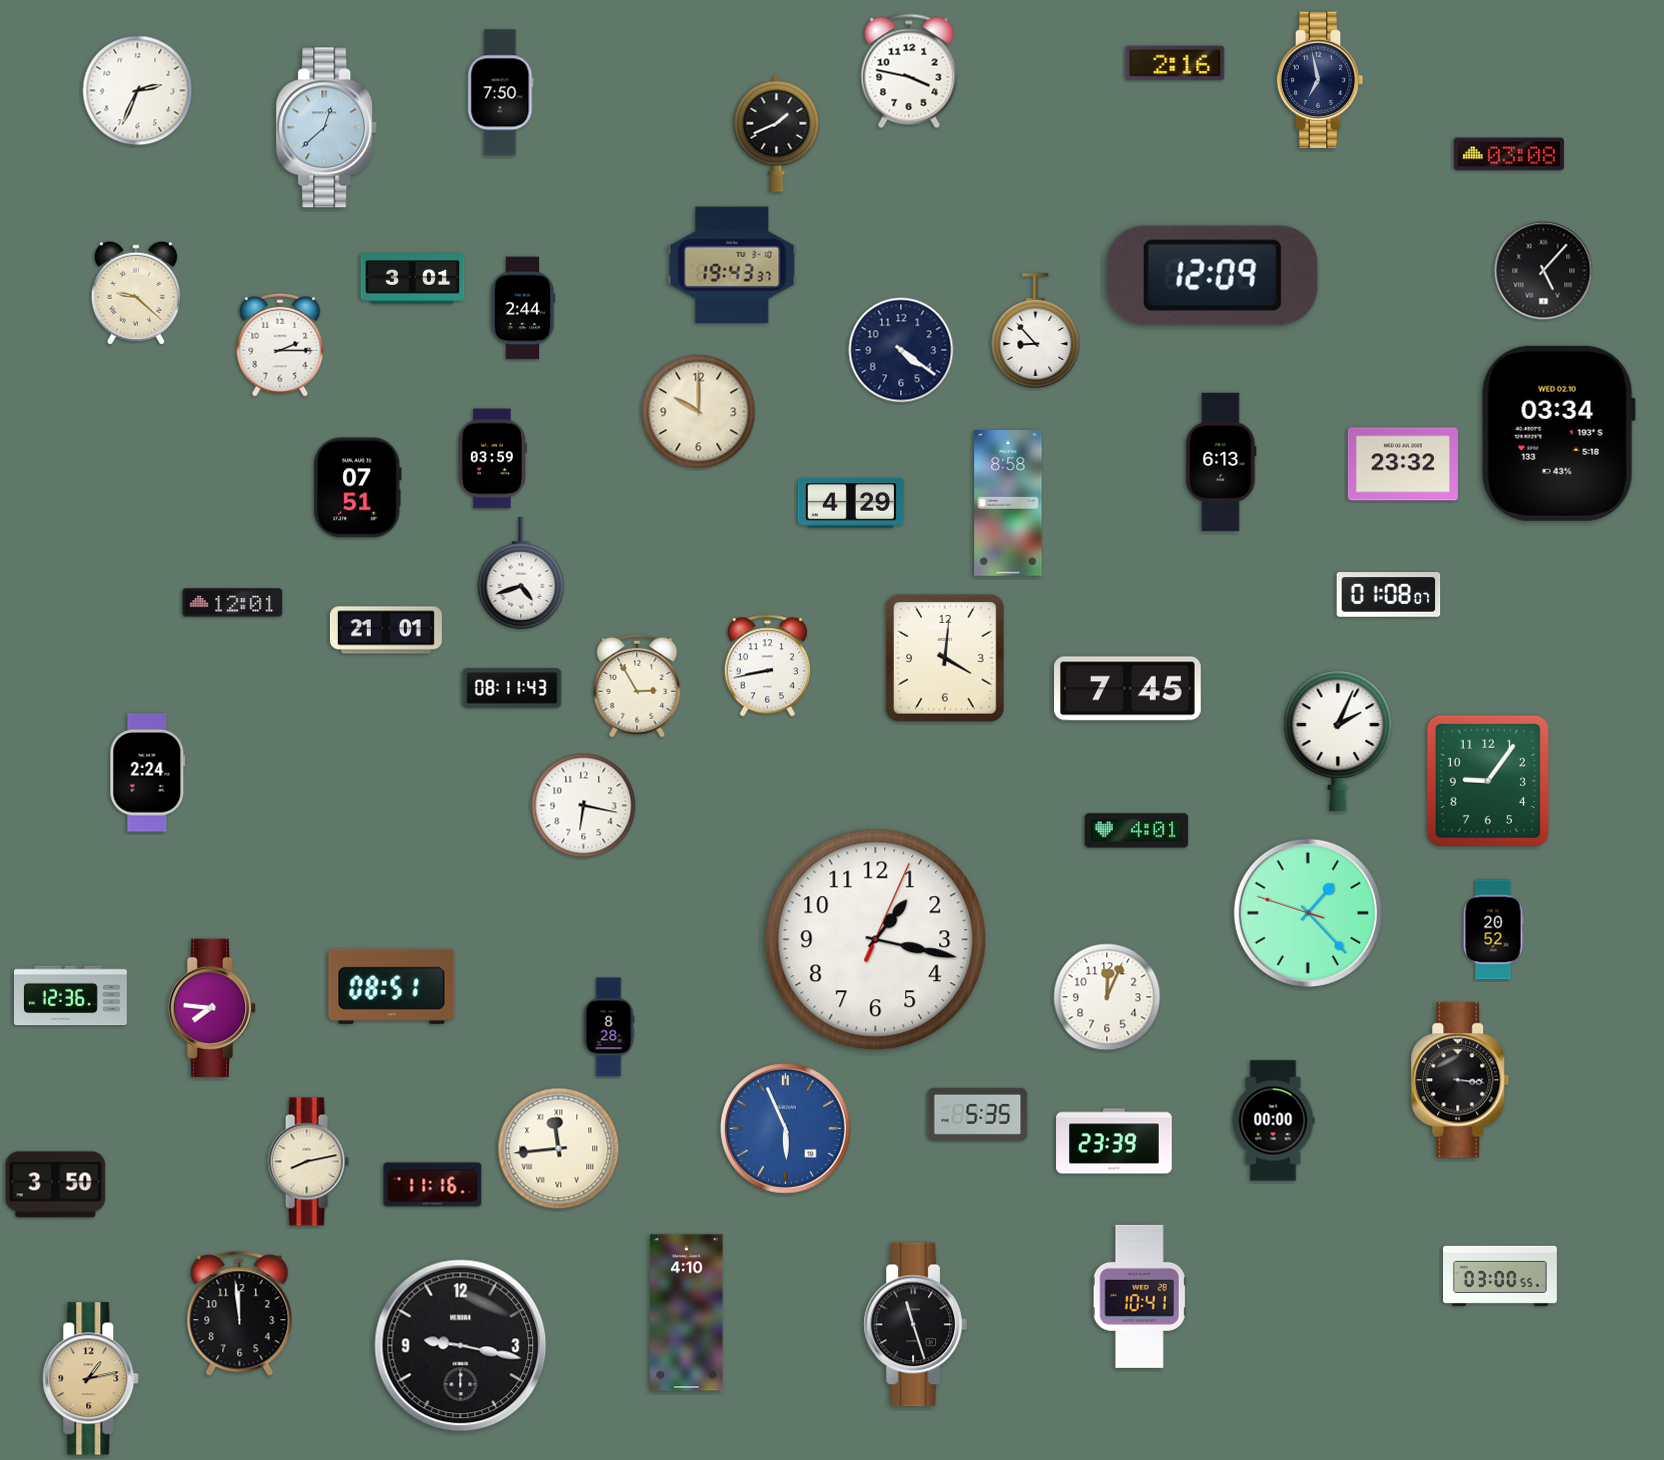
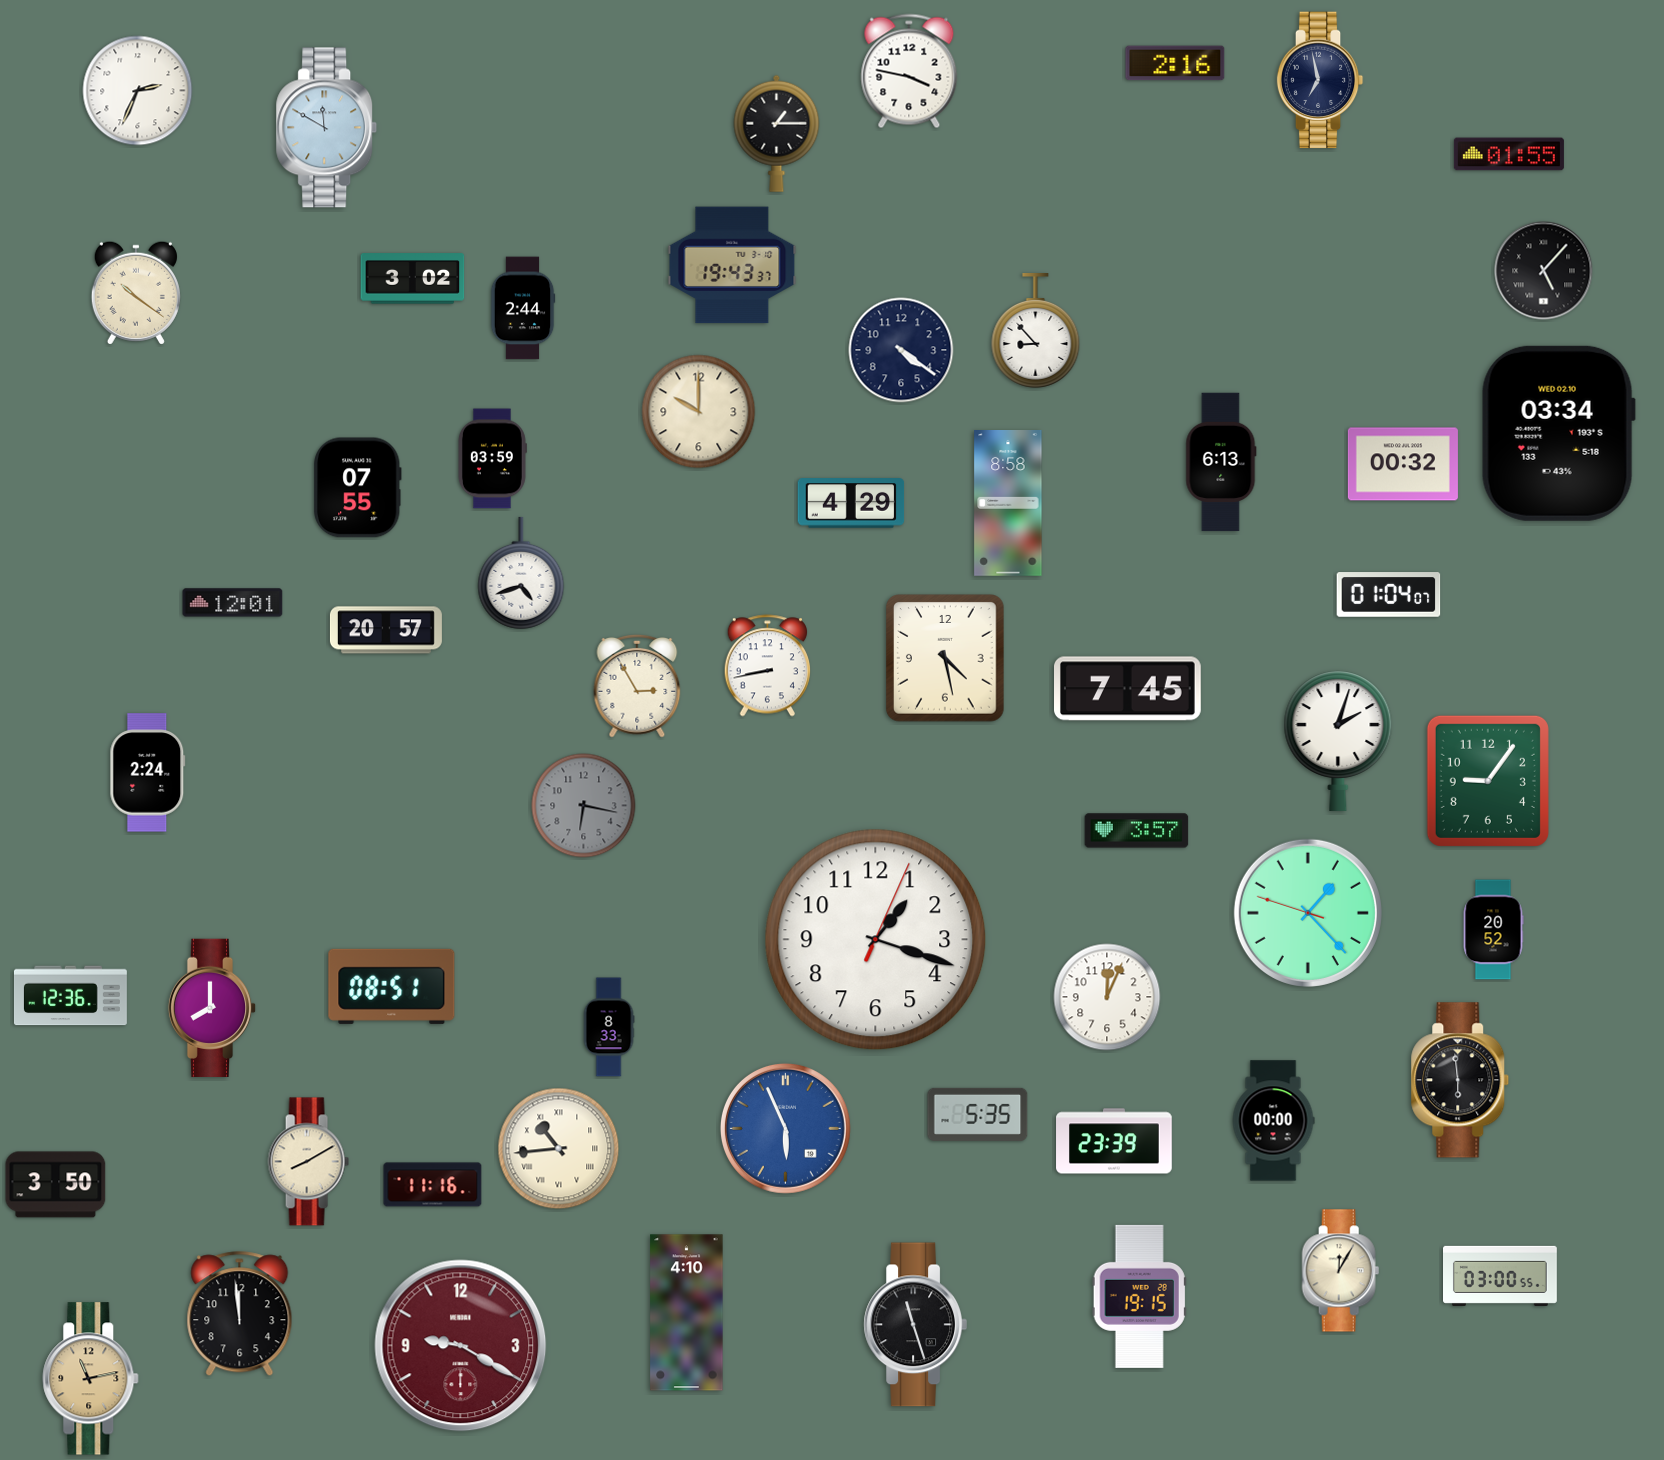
clock at (501, 93): 7:50 -> none
clock at (327, 128): 12:38 -> 11:50
clock at (777, 133): 1:41 -> 1:15
clock at (1509, 154): 03:08 -> 01:55
clock at (1212, 275): 12:09 -> none
clock at (413, 279): 3:01 -> 3:02
clock at (136, 293): 9:22 -> 10:21
clock at (280, 345): 2:15 -> none
clock at (1403, 464): 23:32 -> 00:32
clock at (357, 488): 07:51 -> 07:55
clock at (1389, 595): 01:08 -> 01:04
clock at (386, 630): 21:01 -> 20:57
clock at (945, 658): 4:01 -> 4:28
clock at (512, 688): 08:11 -> none
clock at (1338, 741): 2:04 -> 2:03
clock at (584, 806) dial: white -> grey
clock at (1137, 831): 4:01 -> 3:57
clock at (876, 940): 1:17 -> 1:18
clock at (212, 1007): 7:46 -> 8:00
clock at (609, 1027): 8:28 -> 8:33
clock at (1460, 1080): 3:16 -> 5:59
clock at (559, 1149): 11:44 -> 10:44
clock at (308, 1162): 8:13 -> 8:10
clock at (1341, 1271): none -> 12:05
clock at (1139, 1296): 10:41 -> 19:15
clock at (461, 1346): 9:17 -> 9:20
clock at (461, 1346) dial: black -> burgundy
clock at (91, 1379): 1:13 -> 11:13
